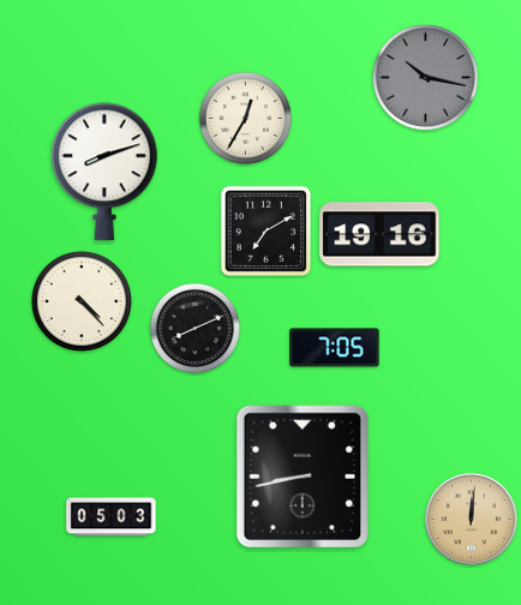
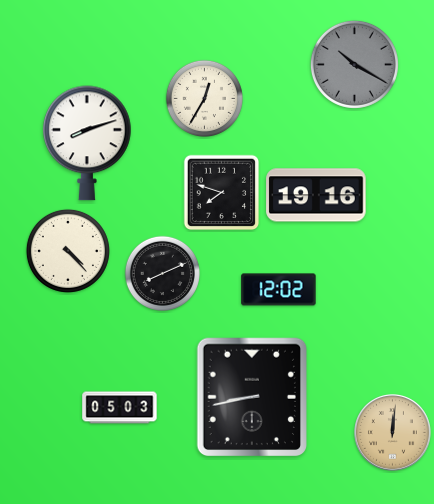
clock at (425, 77): 10:17 -> 10:20
clock at (267, 232): 7:10 -> 7:48
clock at (335, 348): 7:05 -> 12:02
clock at (112, 517) position: (112, 517) -> (120, 408)
